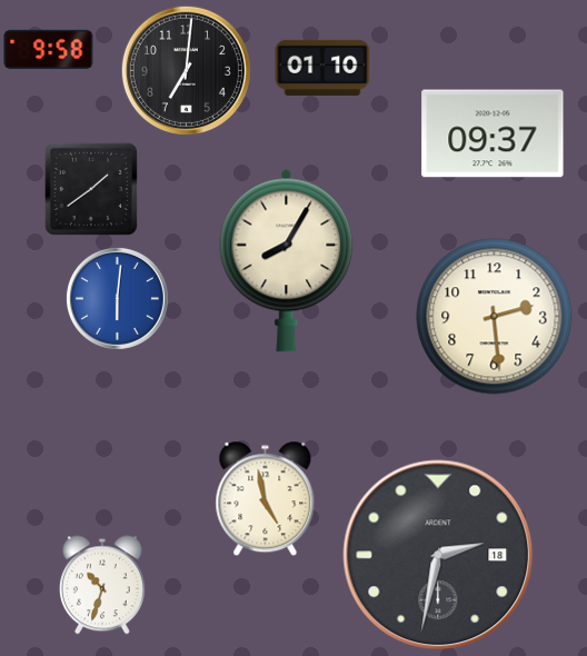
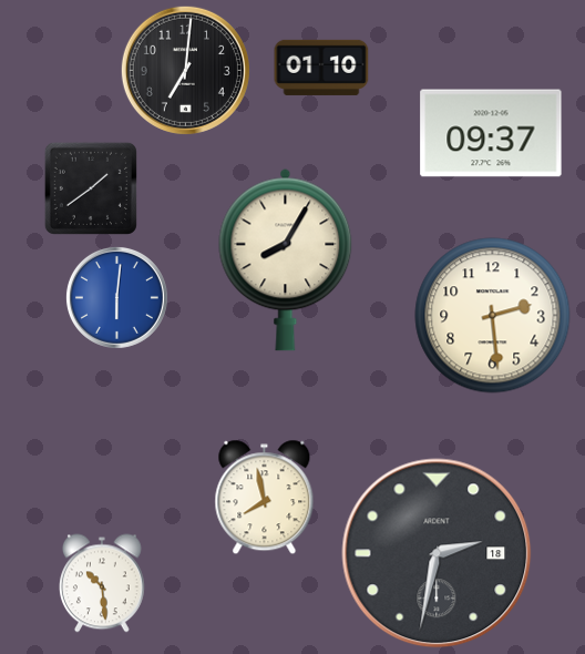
clock at (49, 49): 9:58 -> none
clock at (266, 499): 4:58 -> 7:58
clock at (103, 585): 10:33 -> 10:29
